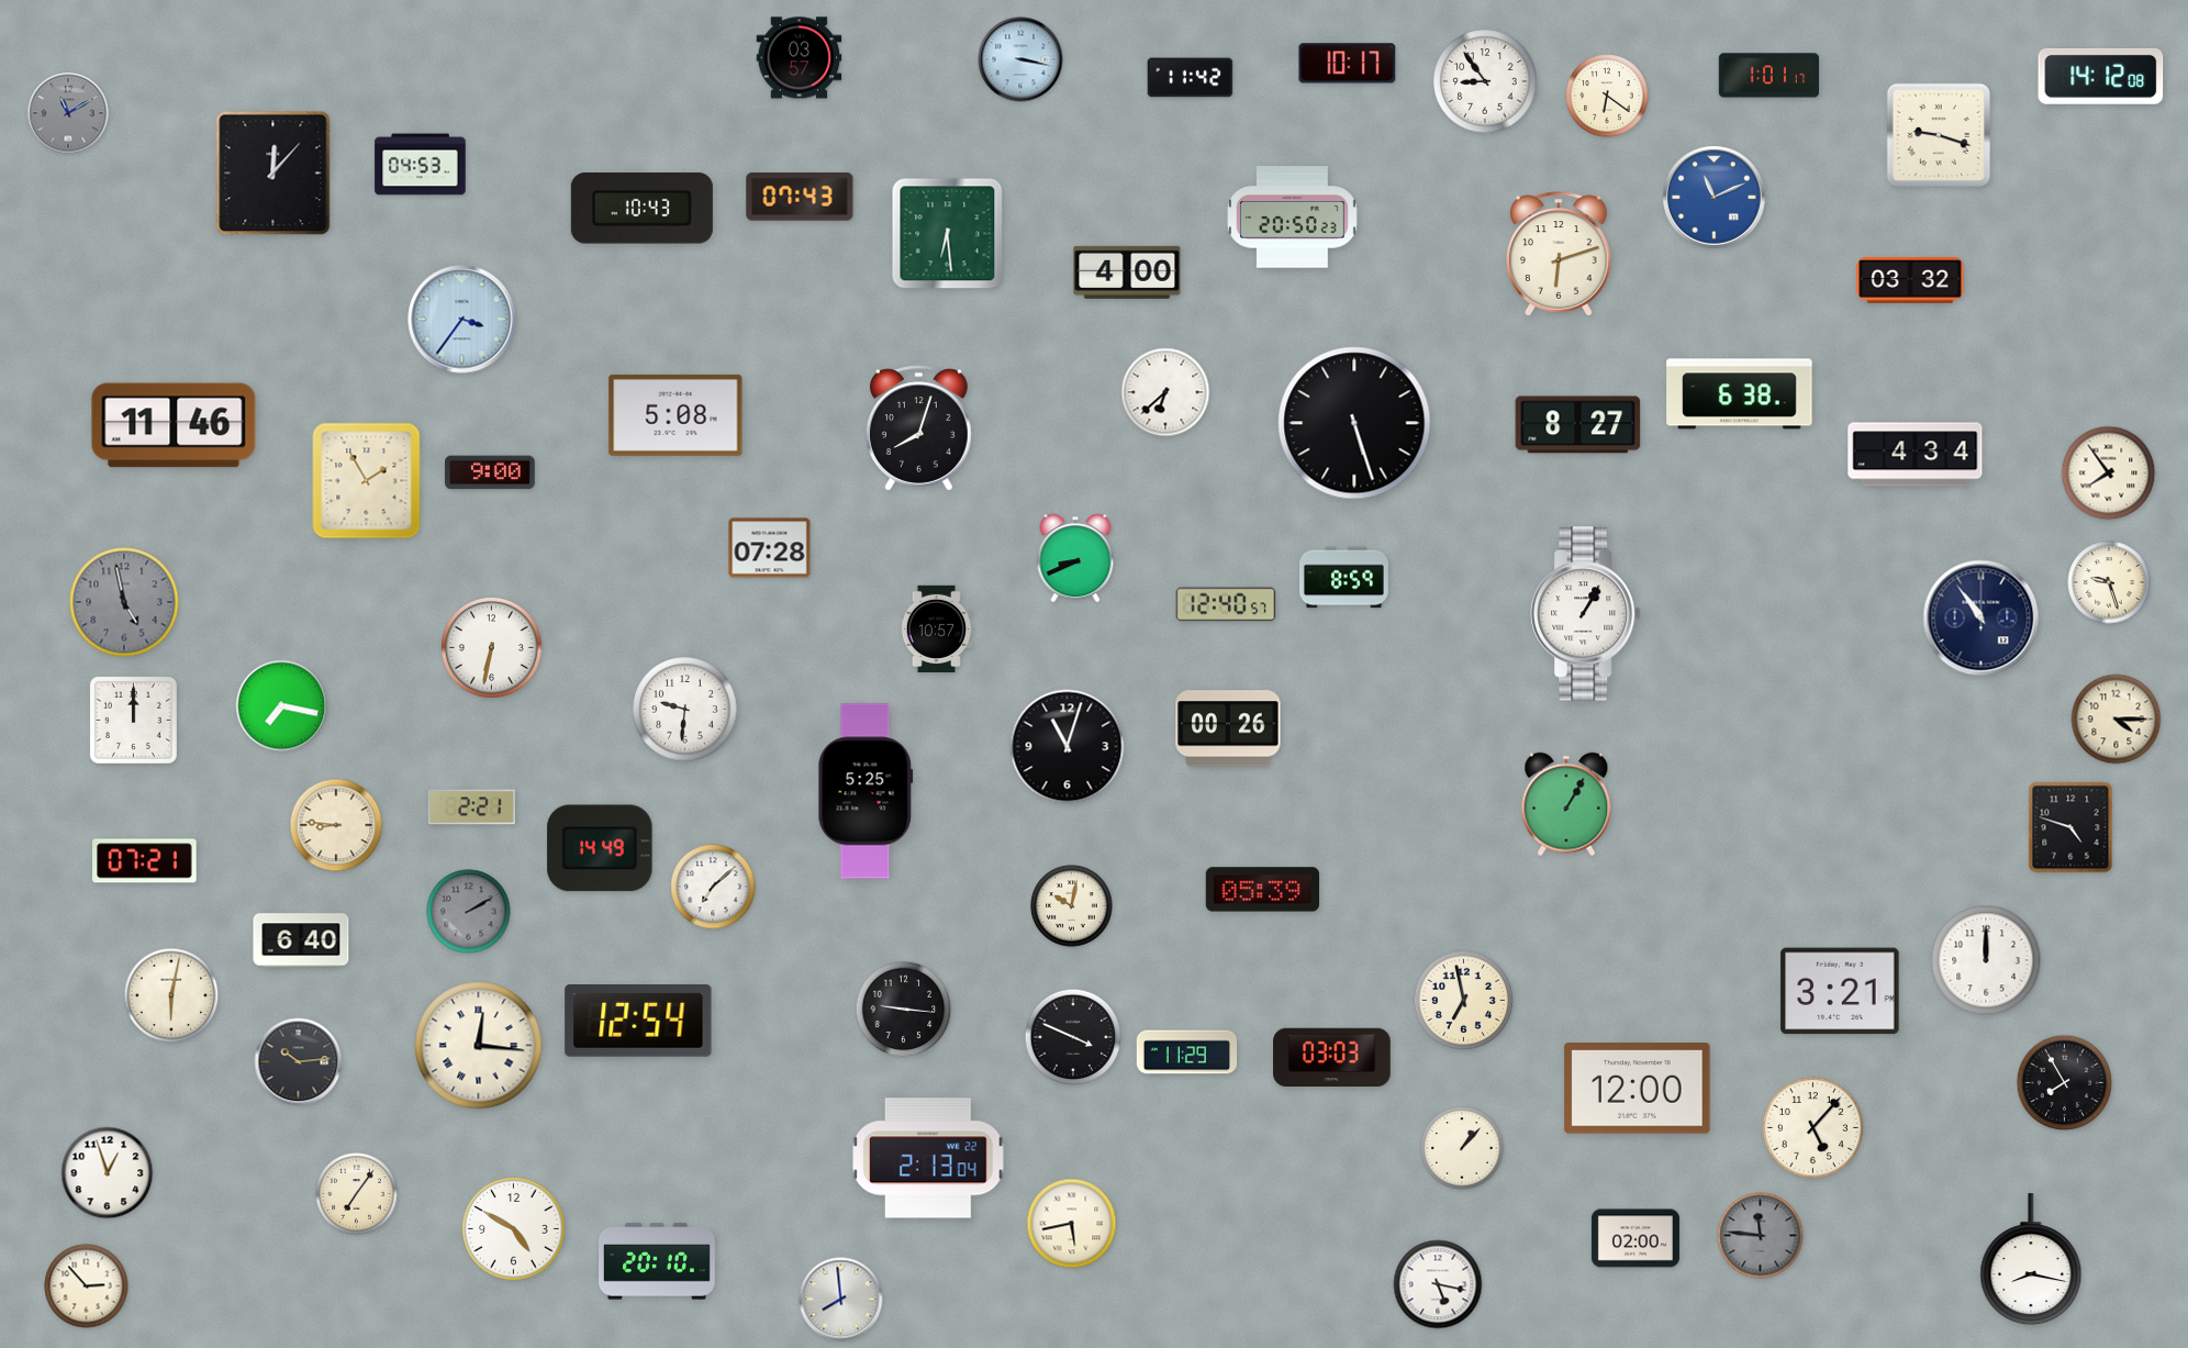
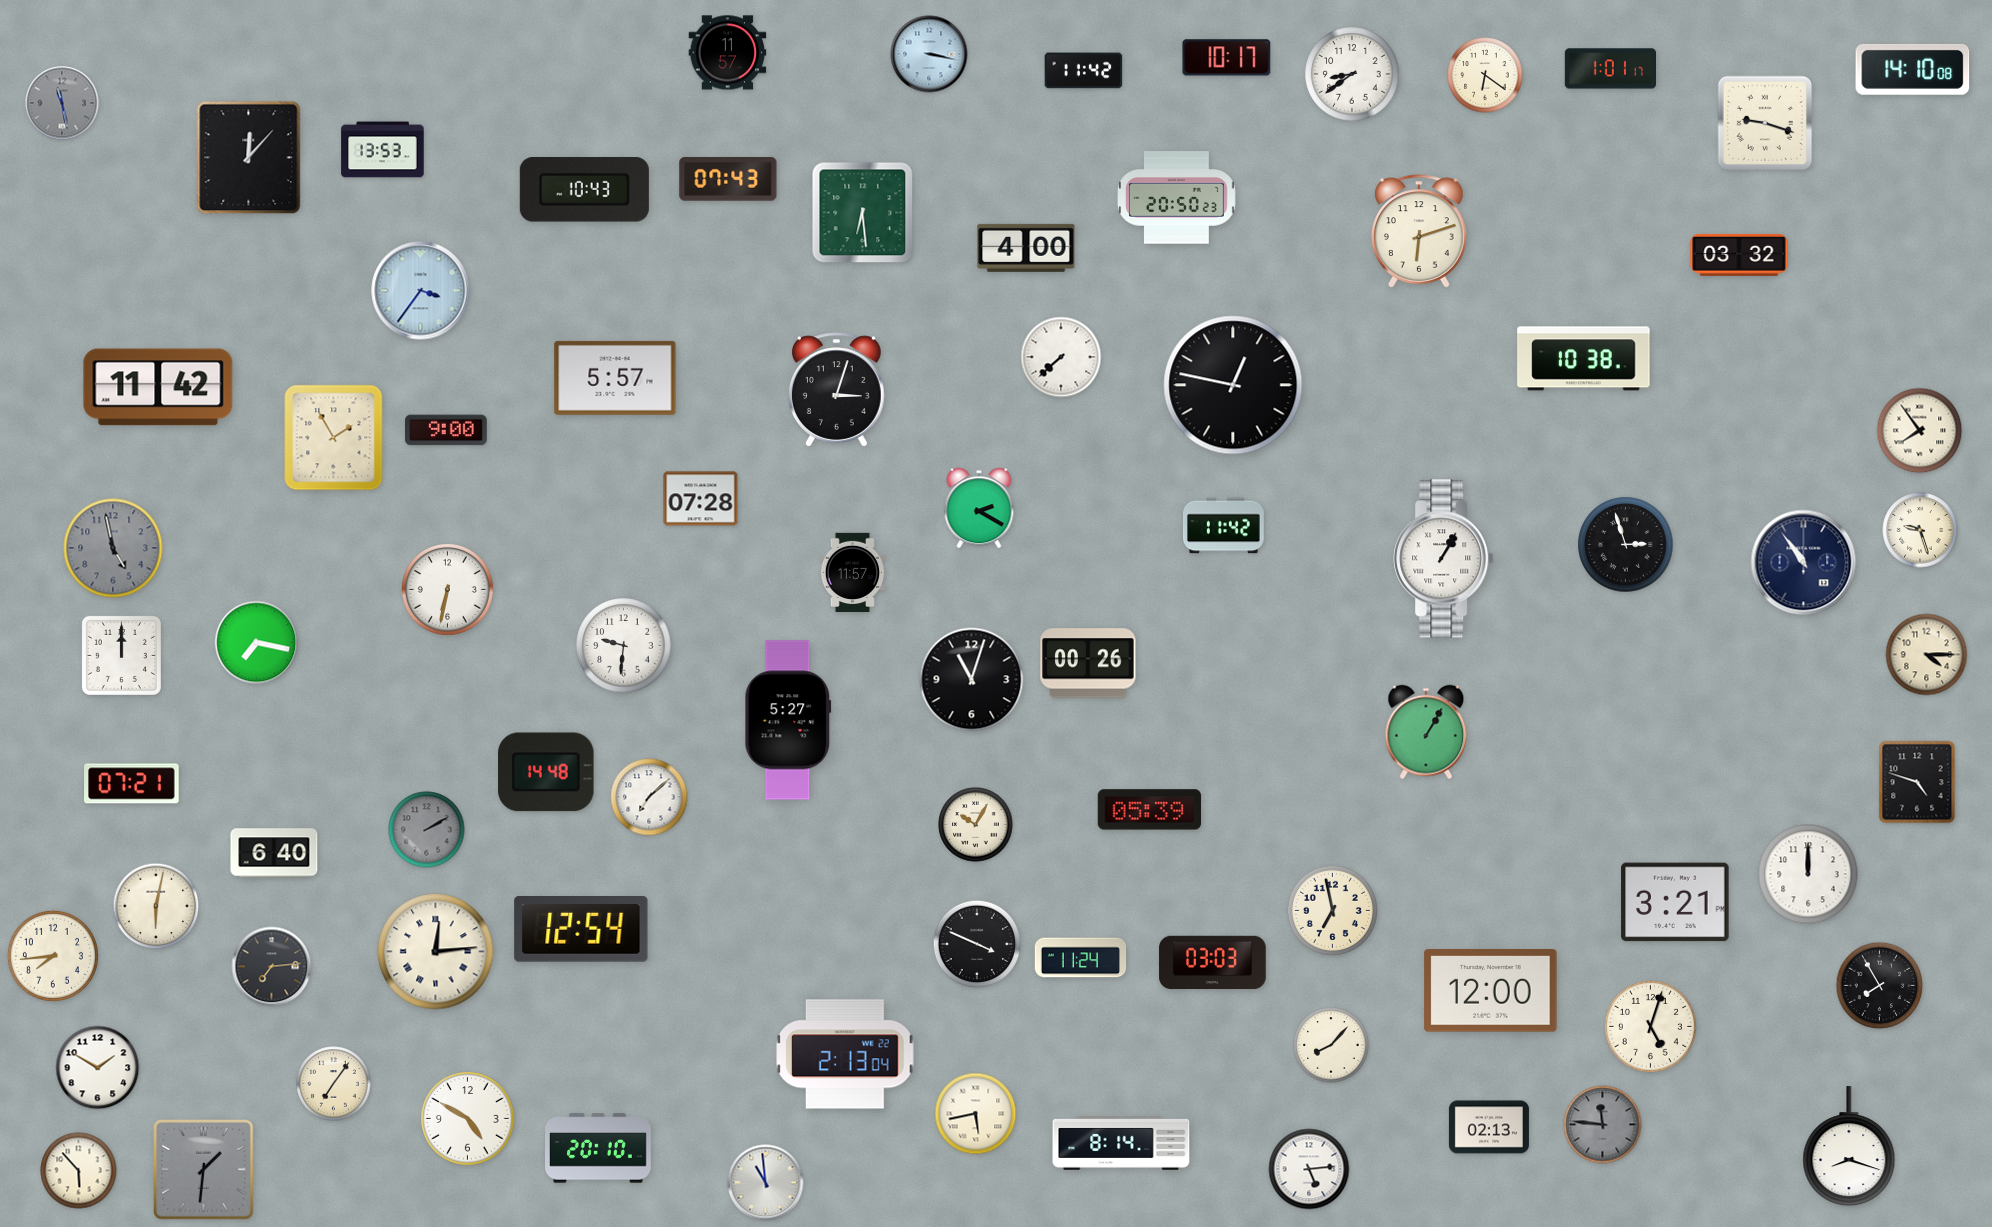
clock at (800, 58): 03:57 -> 11:57
clock at (2101, 76): 14:12 -> 14:10
clock at (1485, 81): 8:54 -> 8:39
clock at (1607, 96) position: (1607, 96) -> (1485, 75)
clock at (68, 113): 11:10 -> 11:28
clock at (421, 165): 04:53 -> 13:53
clock at (1715, 198): 11:11 -> none
clock at (1165, 392): 6:38 -> 7:38
clock at (1740, 394): 6:38 -> 10:38
clock at (676, 415): 5:08 -> 5:57
clock at (1354, 423): 5:27 -> 12:47
clock at (174, 425): 11:46 -> 11:42
clock at (1578, 425): 8:27 -> none
clock at (918, 428): 8:03 -> 3:03
clock at (1916, 455): 4:34 -> none
clock at (1075, 558): 8:41 -> 2:20
clock at (1343, 578): 8:59 -> 11:42
clock at (1626, 545): none -> 2:57
clock at (1226, 604): 12:40 -> none
clock at (937, 628): 10:57 -> 11:57
clock at (1228, 728) position: (1228, 728) -> (1088, 663)
clock at (866, 791): 5:25 -> 5:27
clock at (471, 807): 2:21 -> none
clock at (336, 825): 8:46 -> none
clock at (2070, 827) position: (2070, 827) -> (1917, 782)
clock at (600, 848): 14:49 -> 14:48
clock at (713, 887) position: (713, 887) -> (649, 797)
clock at (1072, 906): 10:02 -> 10:05
clock at (301, 940) position: (301, 940) -> (274, 853)
clock at (904, 1010): 9:16 -> none
clock at (479, 1046): 12:16 -> 12:14
clock at (53, 956): none -> 7:44
clock at (1187, 1052): 11:29 -> 11:24
clock at (299, 1062): 10:14 -> 7:14
clock at (1812, 1127): 5:07 -> 5:03
clock at (1462, 1148): 1:07 -> 8:07
clock at (108, 1173): 12:57 -> 1:50
clock at (357, 1194) position: (357, 1194) -> (334, 1084)
clock at (1636, 1238): 02:00 -> 02:13
clock at (1121, 1144): none -> 8:14
clock at (2031, 1260): 8:17 -> 8:18
clock at (1438, 1284): 5:17 -> 5:14
clock at (204, 1170): none -> 1:31
clock at (87, 1286): 2:53 -> 5:53
clock at (841, 1300): 7:59 -> 10:59
